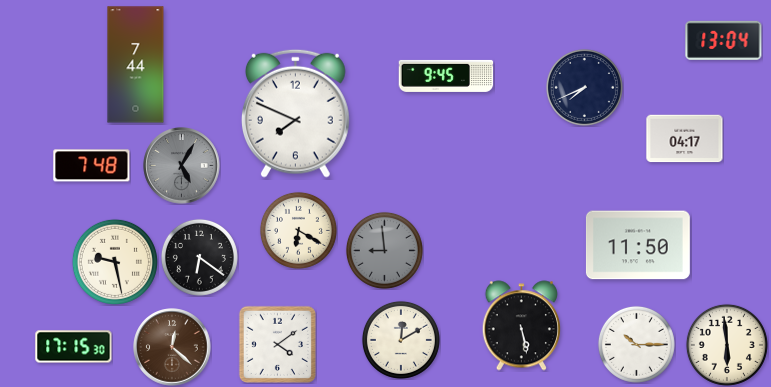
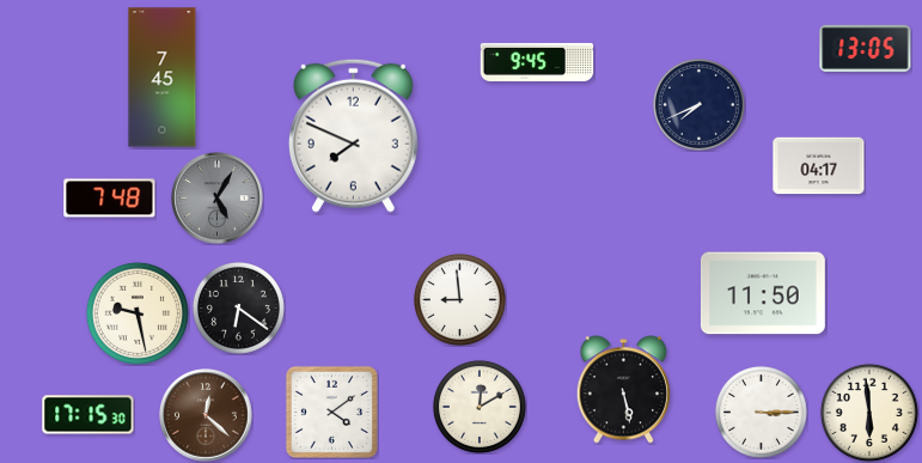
clock at (724, 40): 13:04 -> 13:05
clock at (136, 65): 7:44 -> 7:45
clock at (446, 76) position: (446, 76) -> (537, 62)
clock at (298, 230): 6:20 -> none
clock at (384, 250) dial: grey -> white
clock at (636, 344): 10:15 -> 3:15
